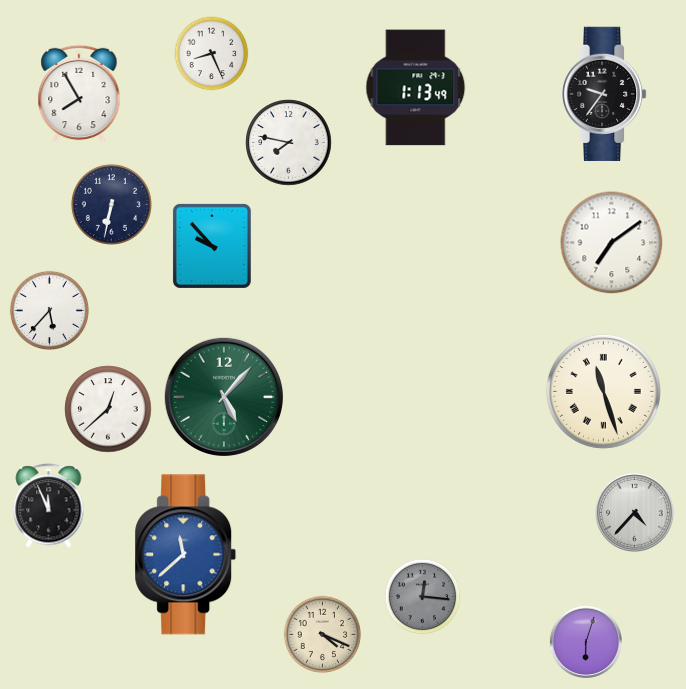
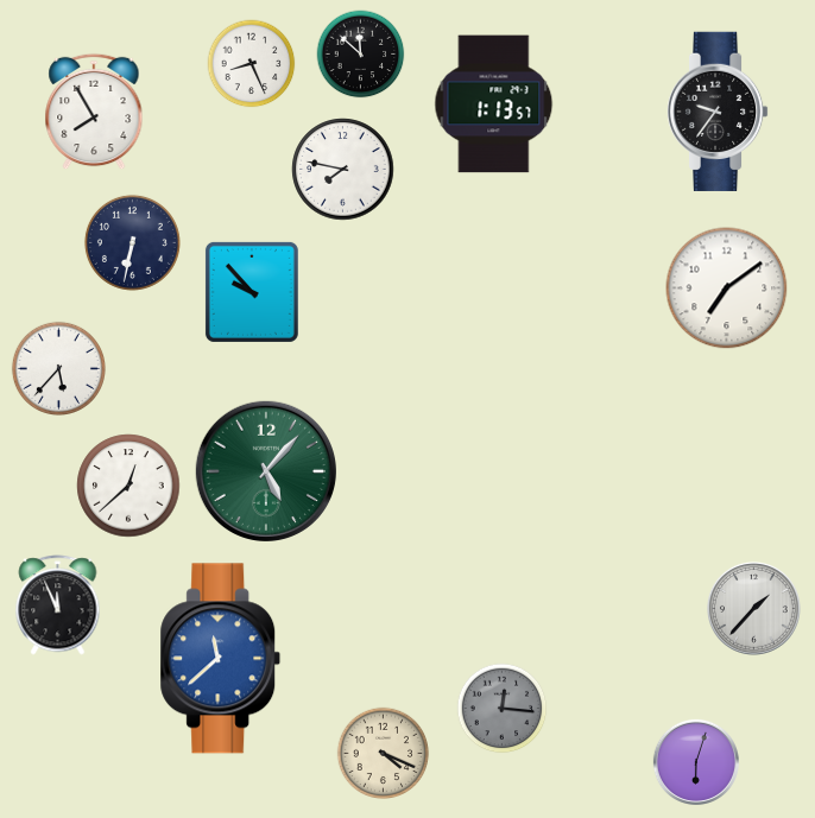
clock at (361, 55): none -> 11:52
clock at (416, 88): 1:13:49 -> 1:13:57
clock at (603, 391): 11:27 -> none
clock at (49, 506) position: (49, 506) -> (58, 605)
clock at (635, 513): 4:37 -> 1:37
